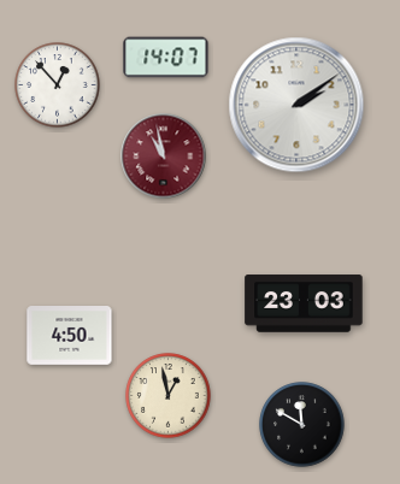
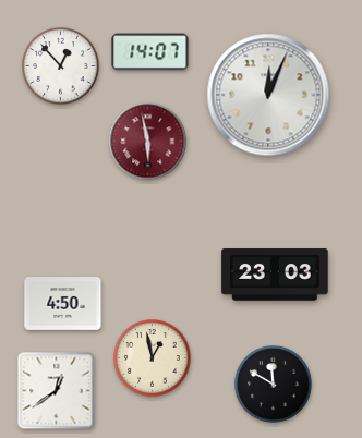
clock at (58, 85) position: (58, 85) -> (61, 66)
clock at (296, 105): 2:09 -> 12:04
clock at (164, 157): 10:58 -> 5:58
clock at (57, 391): none -> 12:39
